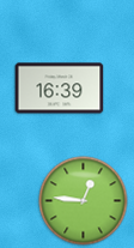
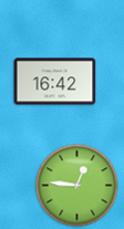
clock at (60, 89): 16:39 -> 16:42
